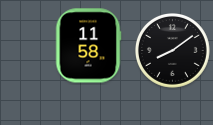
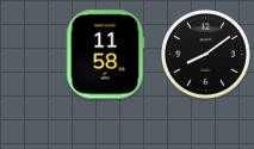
clock at (173, 51) position: (173, 51) -> (206, 55)
